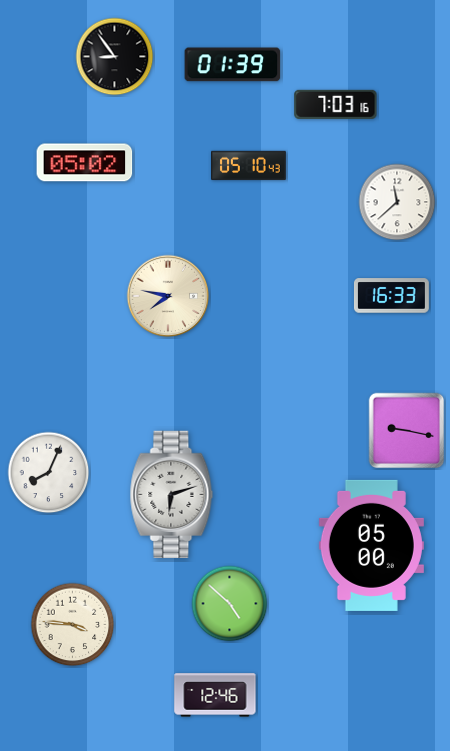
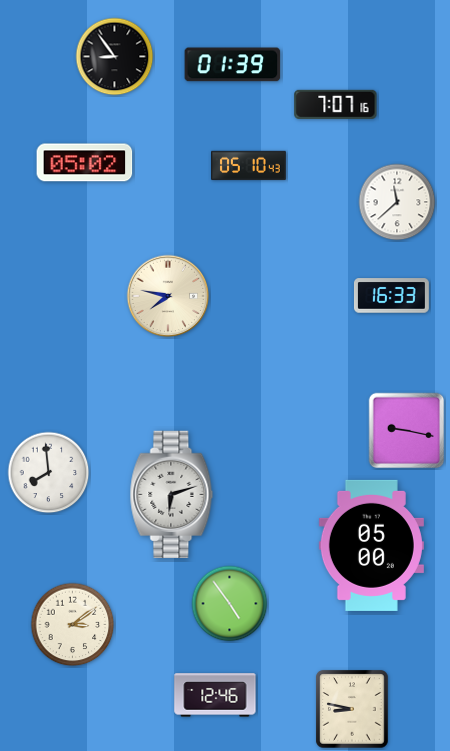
clock at (336, 104): 7:03 -> 7:07
clock at (49, 473): 8:04 -> 7:59
clock at (230, 604): 4:52 -> 4:54
clock at (73, 625): 3:46 -> 3:09
clock at (352, 709): none -> 8:47
